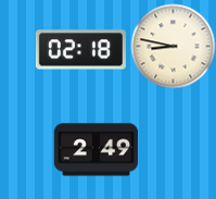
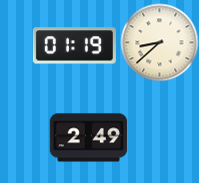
clock at (173, 46): 8:47 -> 8:38
clock at (80, 50): 02:18 -> 01:19
